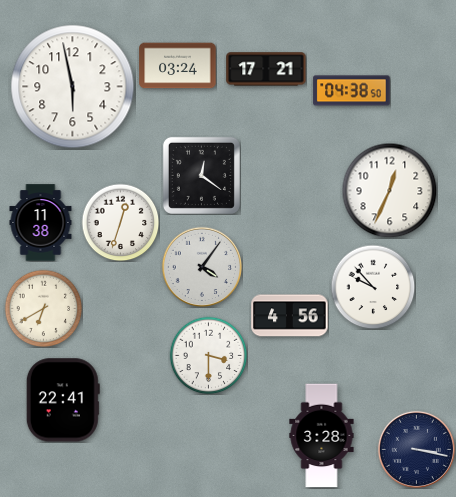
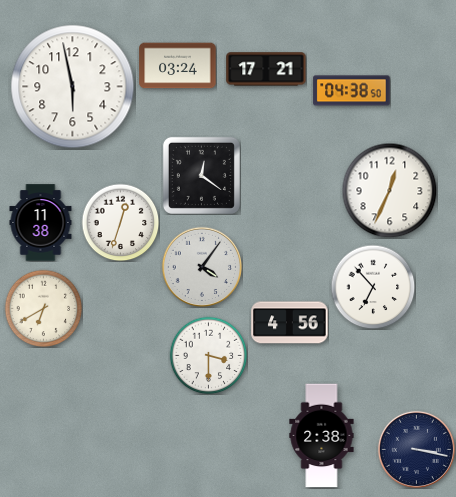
clock at (373, 287): 9:53 -> 6:53
clock at (290, 316) position: (290, 316) -> (290, 323)
clock at (63, 400): 22:41 -> none
clock at (322, 436): 3:28 -> 2:38
